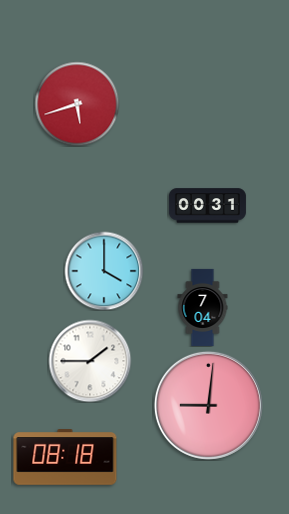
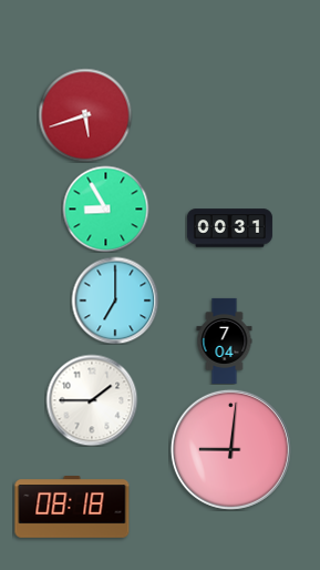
clock at (105, 208): none -> 8:55
clock at (104, 271): 4:00 -> 7:00
clock at (90, 361) position: (90, 361) -> (92, 400)
